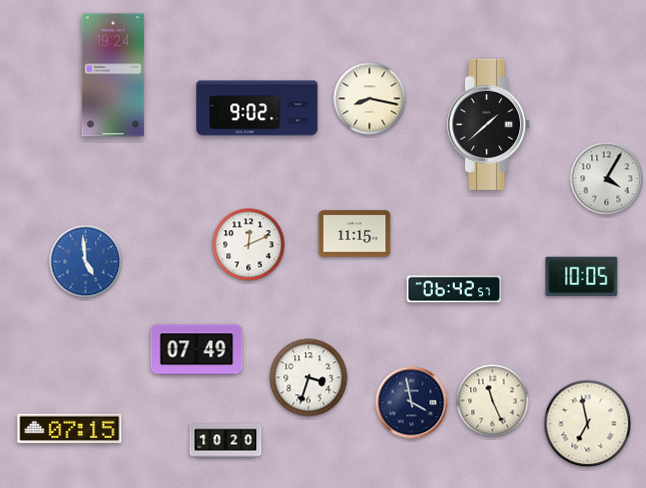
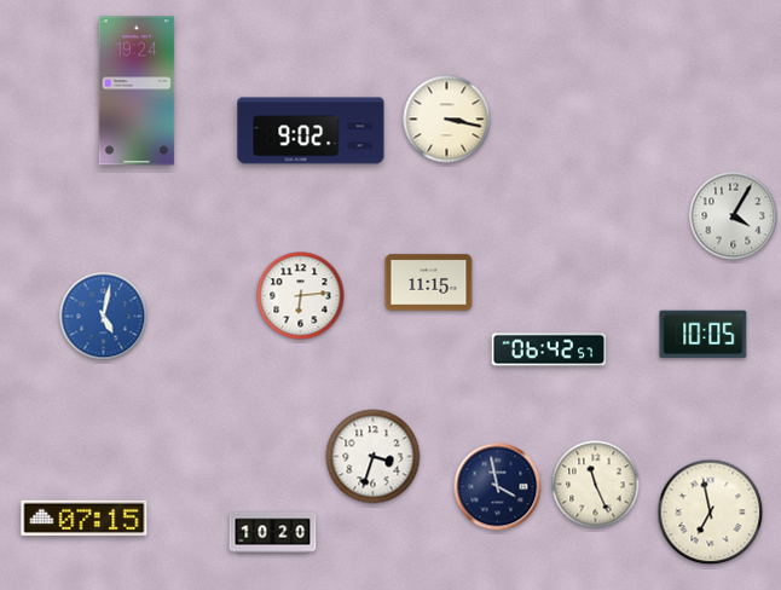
clock at (370, 99): 8:17 -> 3:17
clock at (489, 124): 1:38 -> none
clock at (249, 245): 12:11 -> 6:14
clock at (86, 262): 4:59 -> 5:02
clock at (197, 350): 07:49 -> none
